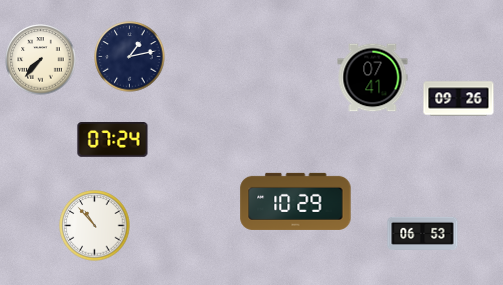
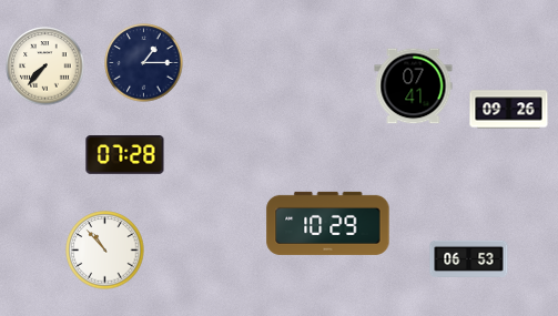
clock at (130, 57): 1:13 -> 1:15
clock at (113, 140): 07:24 -> 07:28
